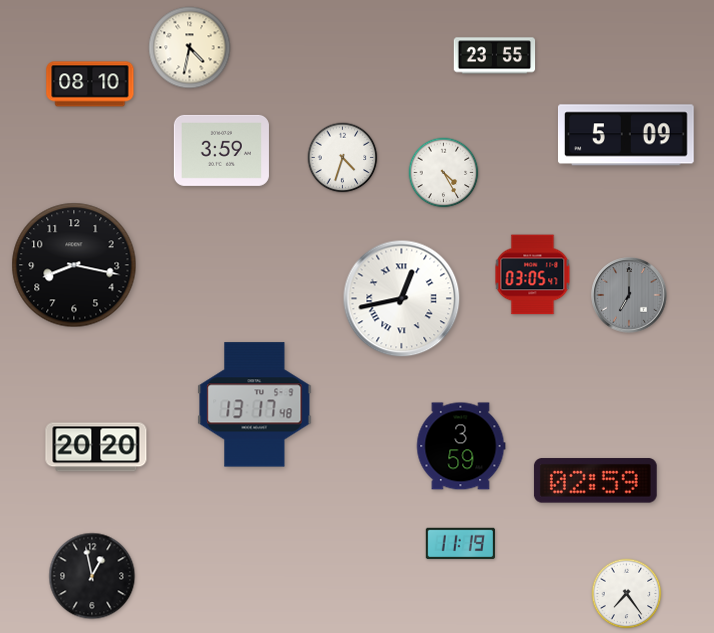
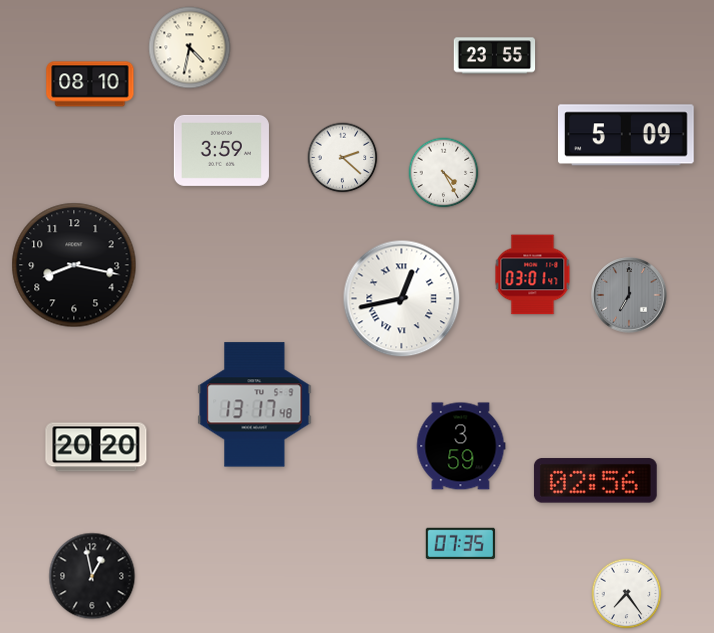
clock at (343, 158): 4:33 -> 2:22
clock at (533, 275): 03:05 -> 03:01
clock at (595, 481): 02:59 -> 02:56
clock at (460, 543): 11:19 -> 07:35
